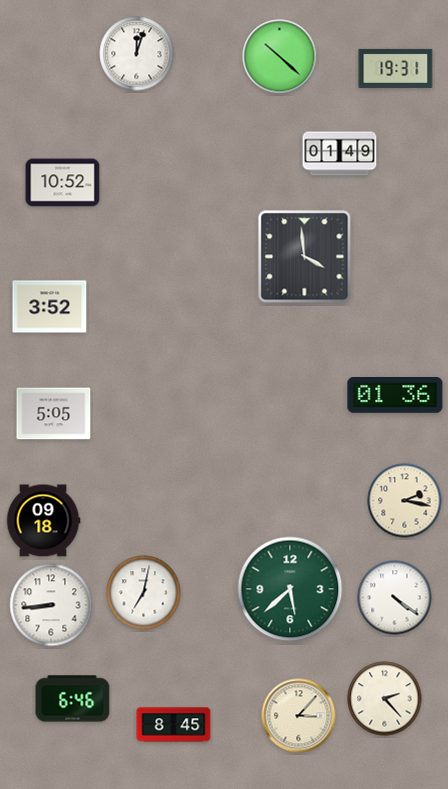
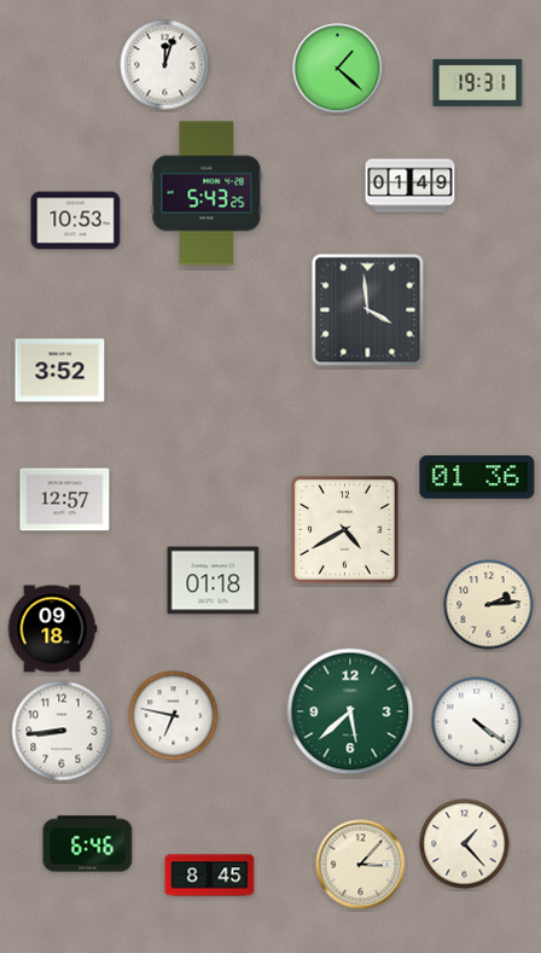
clock at (280, 57): 10:22 -> 1:22
clock at (206, 193): none -> 5:43
clock at (63, 183): 10:52 -> 10:53
clock at (54, 414): 5:05 -> 12:57
clock at (345, 530): none -> 4:40
clock at (214, 581): none -> 01:18
clock at (405, 501): 2:17 -> 2:14
clock at (144, 593): 7:02 -> 6:47
clock at (385, 699): 2:23 -> 1:23
